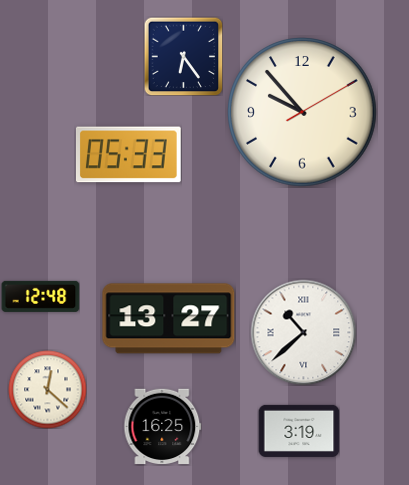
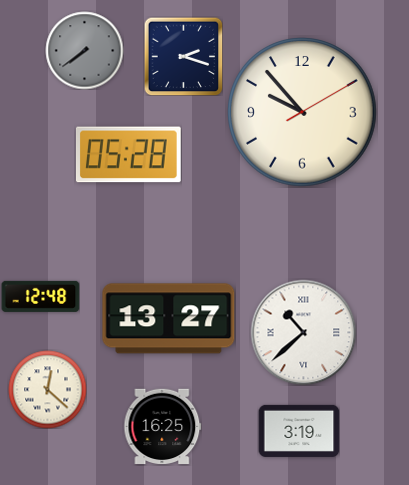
clock at (84, 50): none -> 7:39
clock at (183, 56): 6:24 -> 2:18
clock at (128, 155): 05:33 -> 05:28
